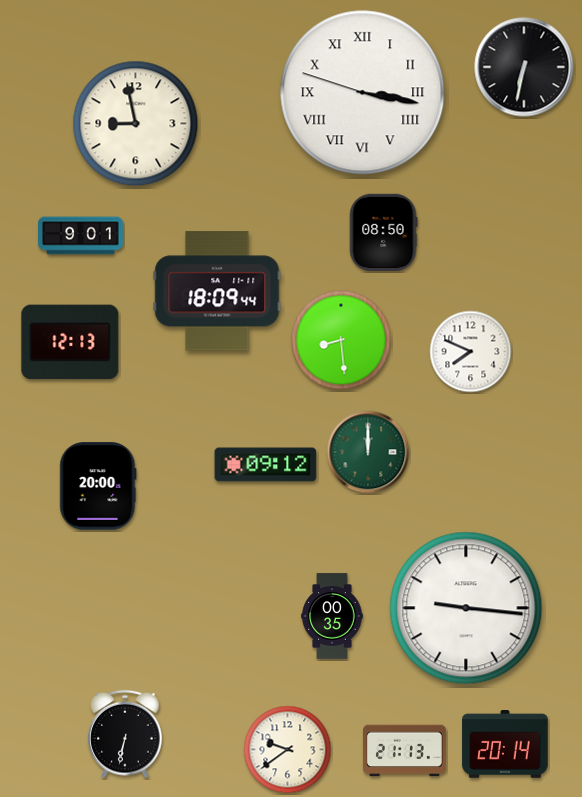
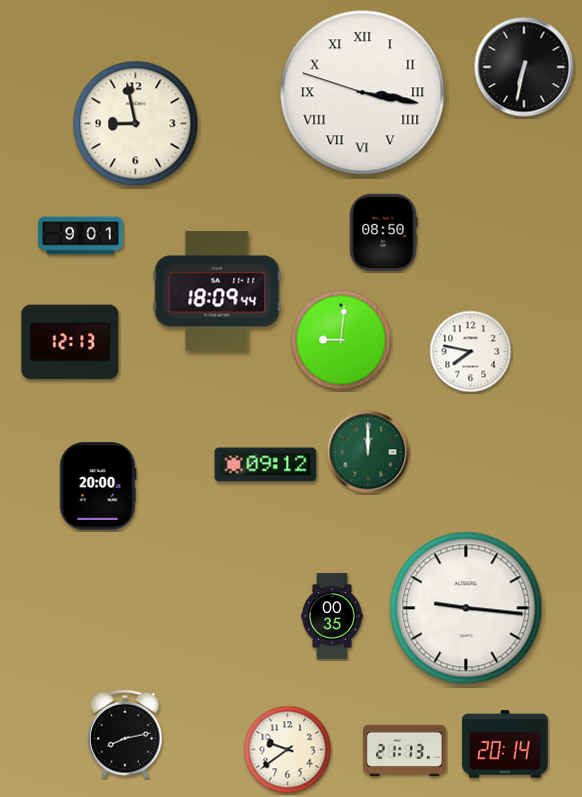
clock at (341, 340): 8:29 -> 9:01
clock at (471, 352): 7:49 -> 7:47
clock at (125, 734): 6:32 -> 8:13
